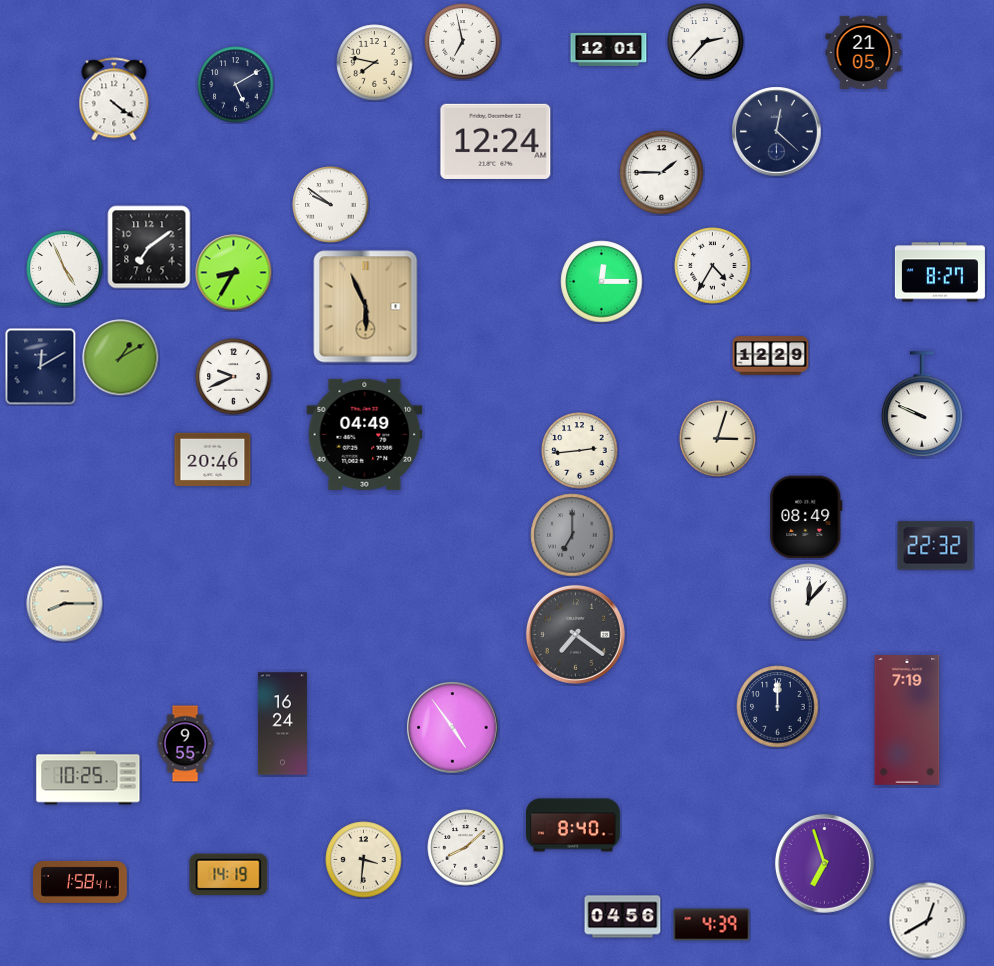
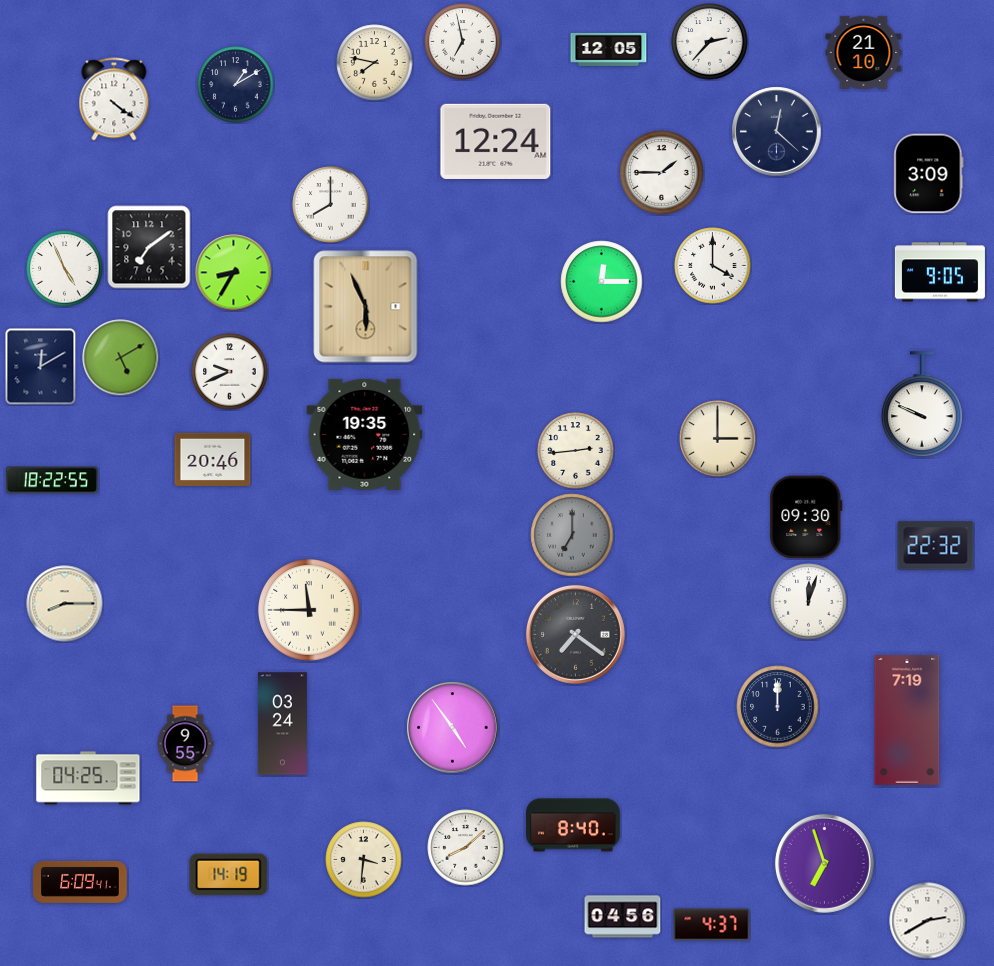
clock at (706, 42) position: (706, 42) -> (710, 42)
clock at (609, 49): 12:01 -> 12:05
clock at (864, 52): 21:05 -> 21:10
clock at (236, 85): 5:10 -> 1:10
clock at (929, 174): none -> 3:09
clock at (331, 205): 9:51 -> 8:00
clock at (713, 266): 4:35 -> 4:00
clock at (940, 272): 8:27 -> 9:05
clock at (771, 356): 12:29 -> none
clock at (121, 358): 1:10 -> 5:10
clock at (234, 377) position: (234, 377) -> (230, 372)
clock at (365, 434): 04:49 -> 19:35
clock at (718, 439): 3:03 -> 3:00
clock at (580, 451) position: (580, 451) -> (576, 451)
clock at (52, 480): none -> 18:22
clock at (806, 517): 08:49 -> 09:30
clock at (809, 602): 12:07 -> 12:03
clock at (309, 610): none -> 11:45
clock at (282, 724): 16:24 -> 03:24
clock at (88, 778): 10:25 -> 04:25
clock at (81, 882): 1:58 -> 6:09
clock at (928, 921): 12:40 -> 2:40
clock at (712, 925): 4:39 -> 4:37
